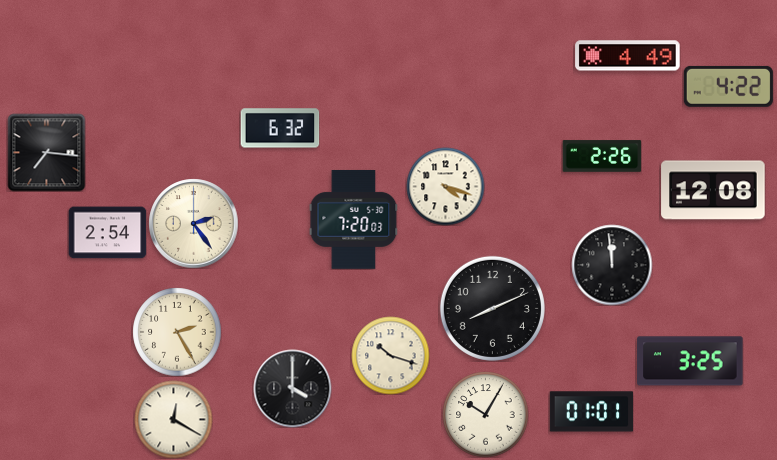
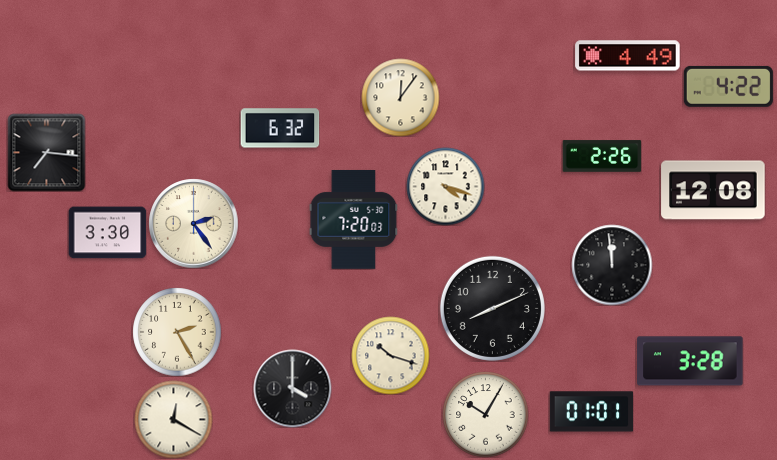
clock at (400, 97): none -> 12:06
clock at (107, 233): 2:54 -> 3:30
clock at (690, 361): 3:25 -> 3:28
